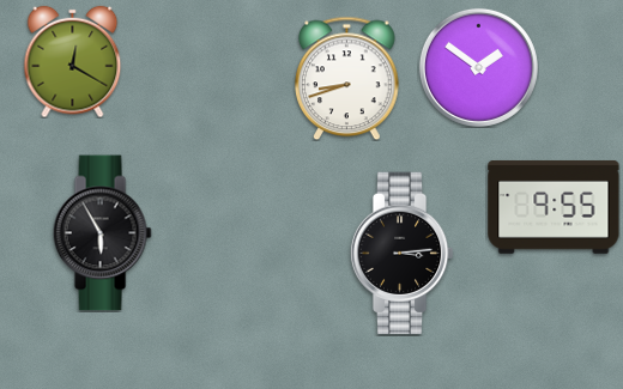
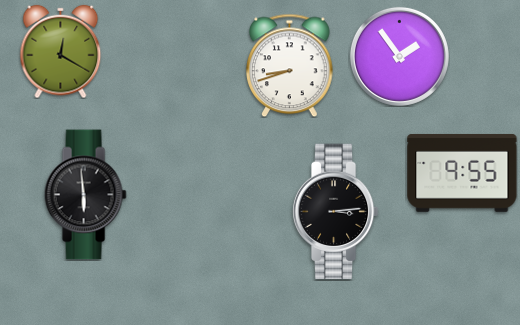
clock at (478, 67): 1:51 -> 1:54
clock at (102, 233): 5:55 -> 5:59
